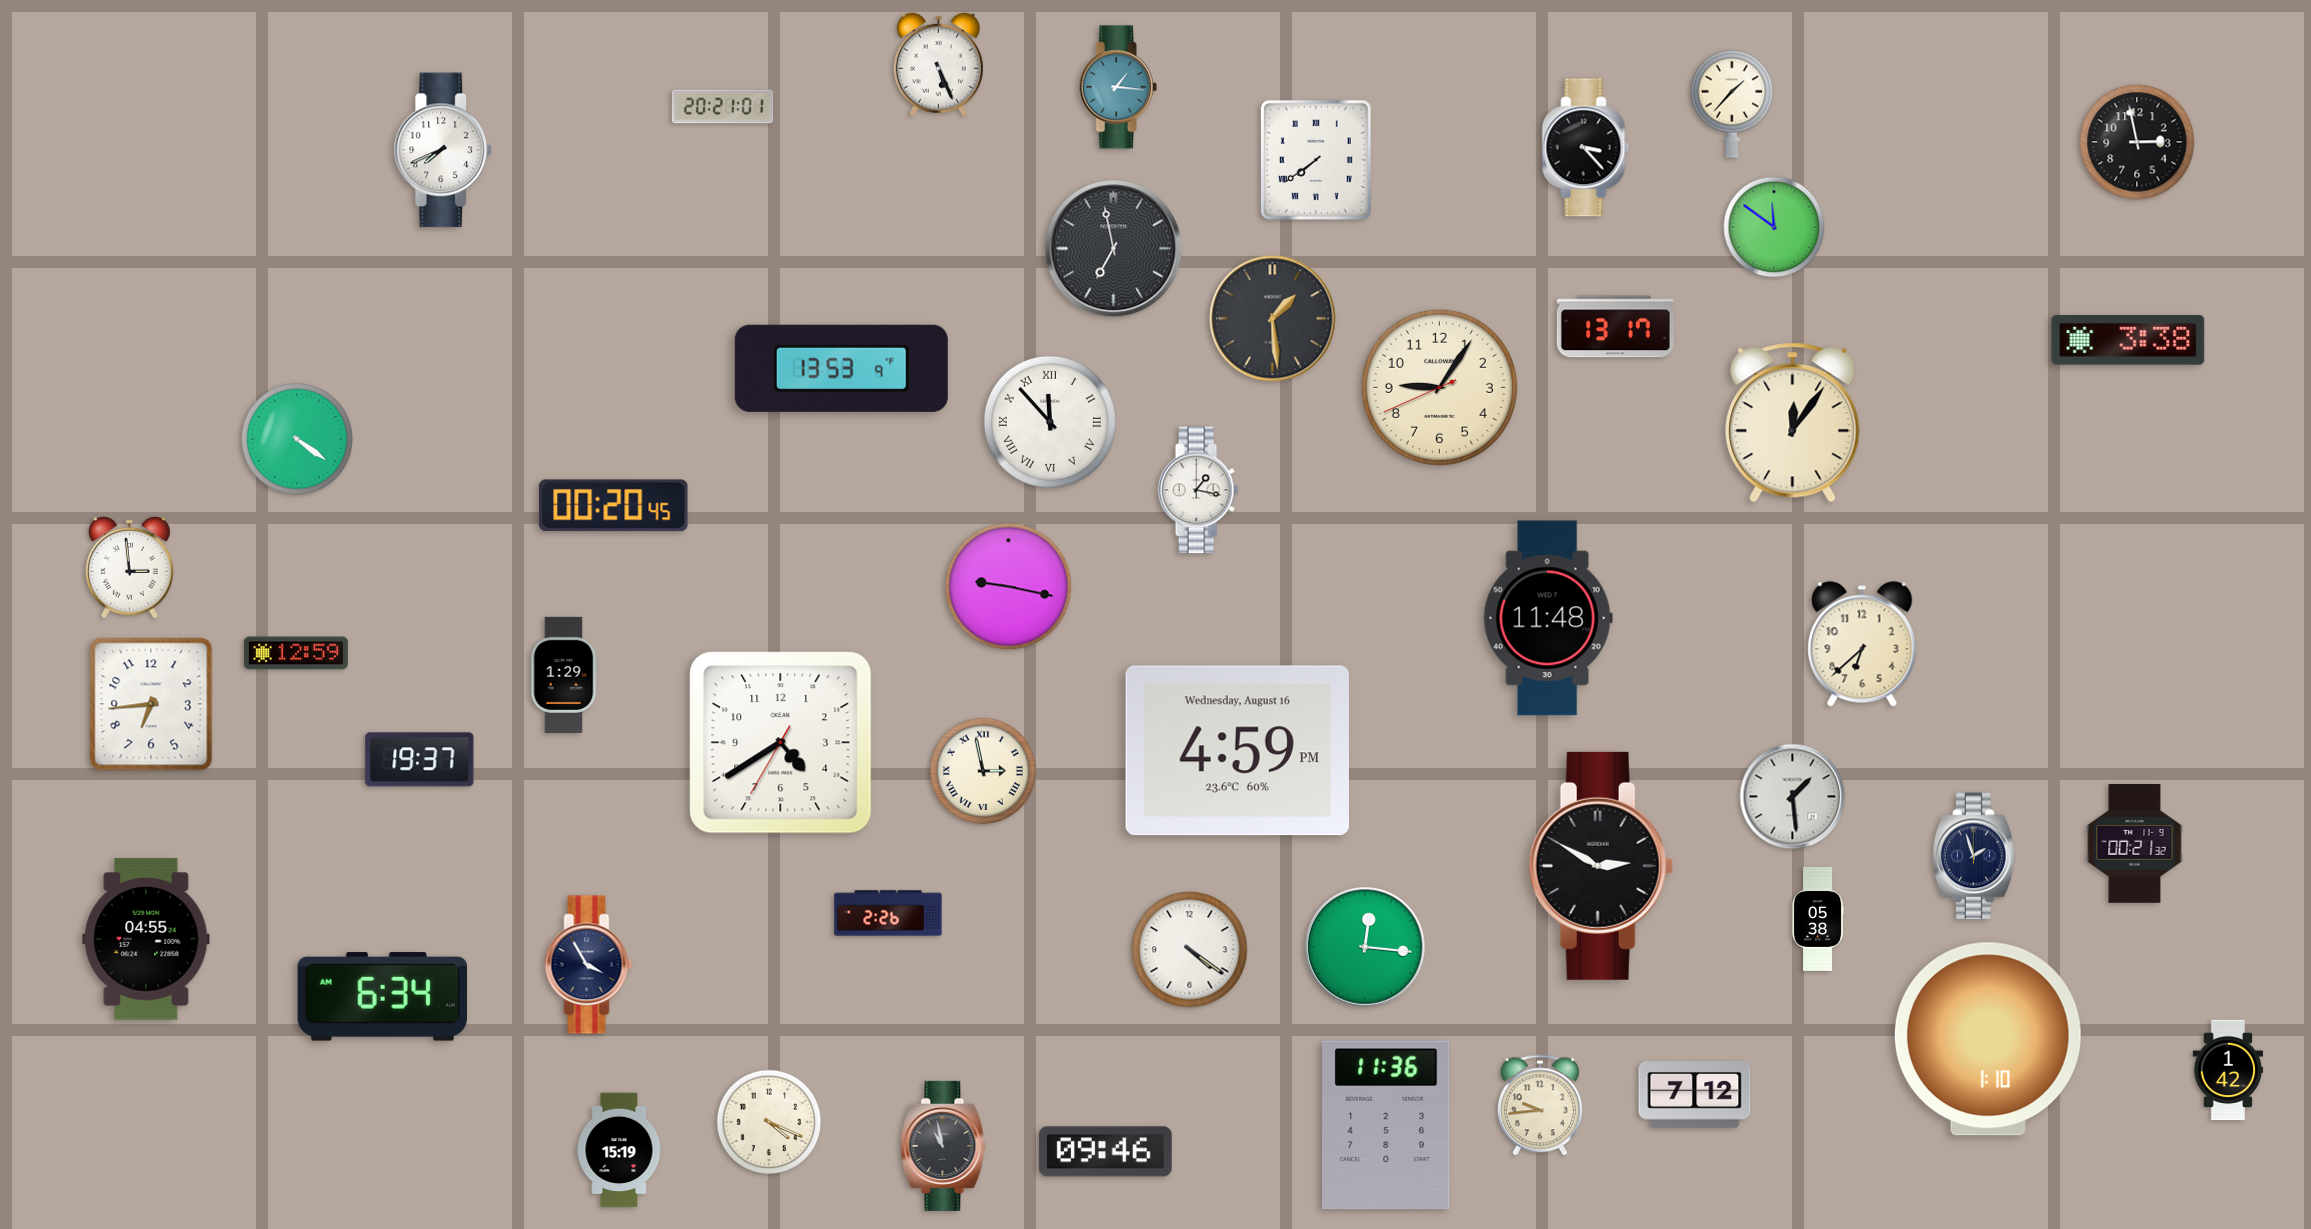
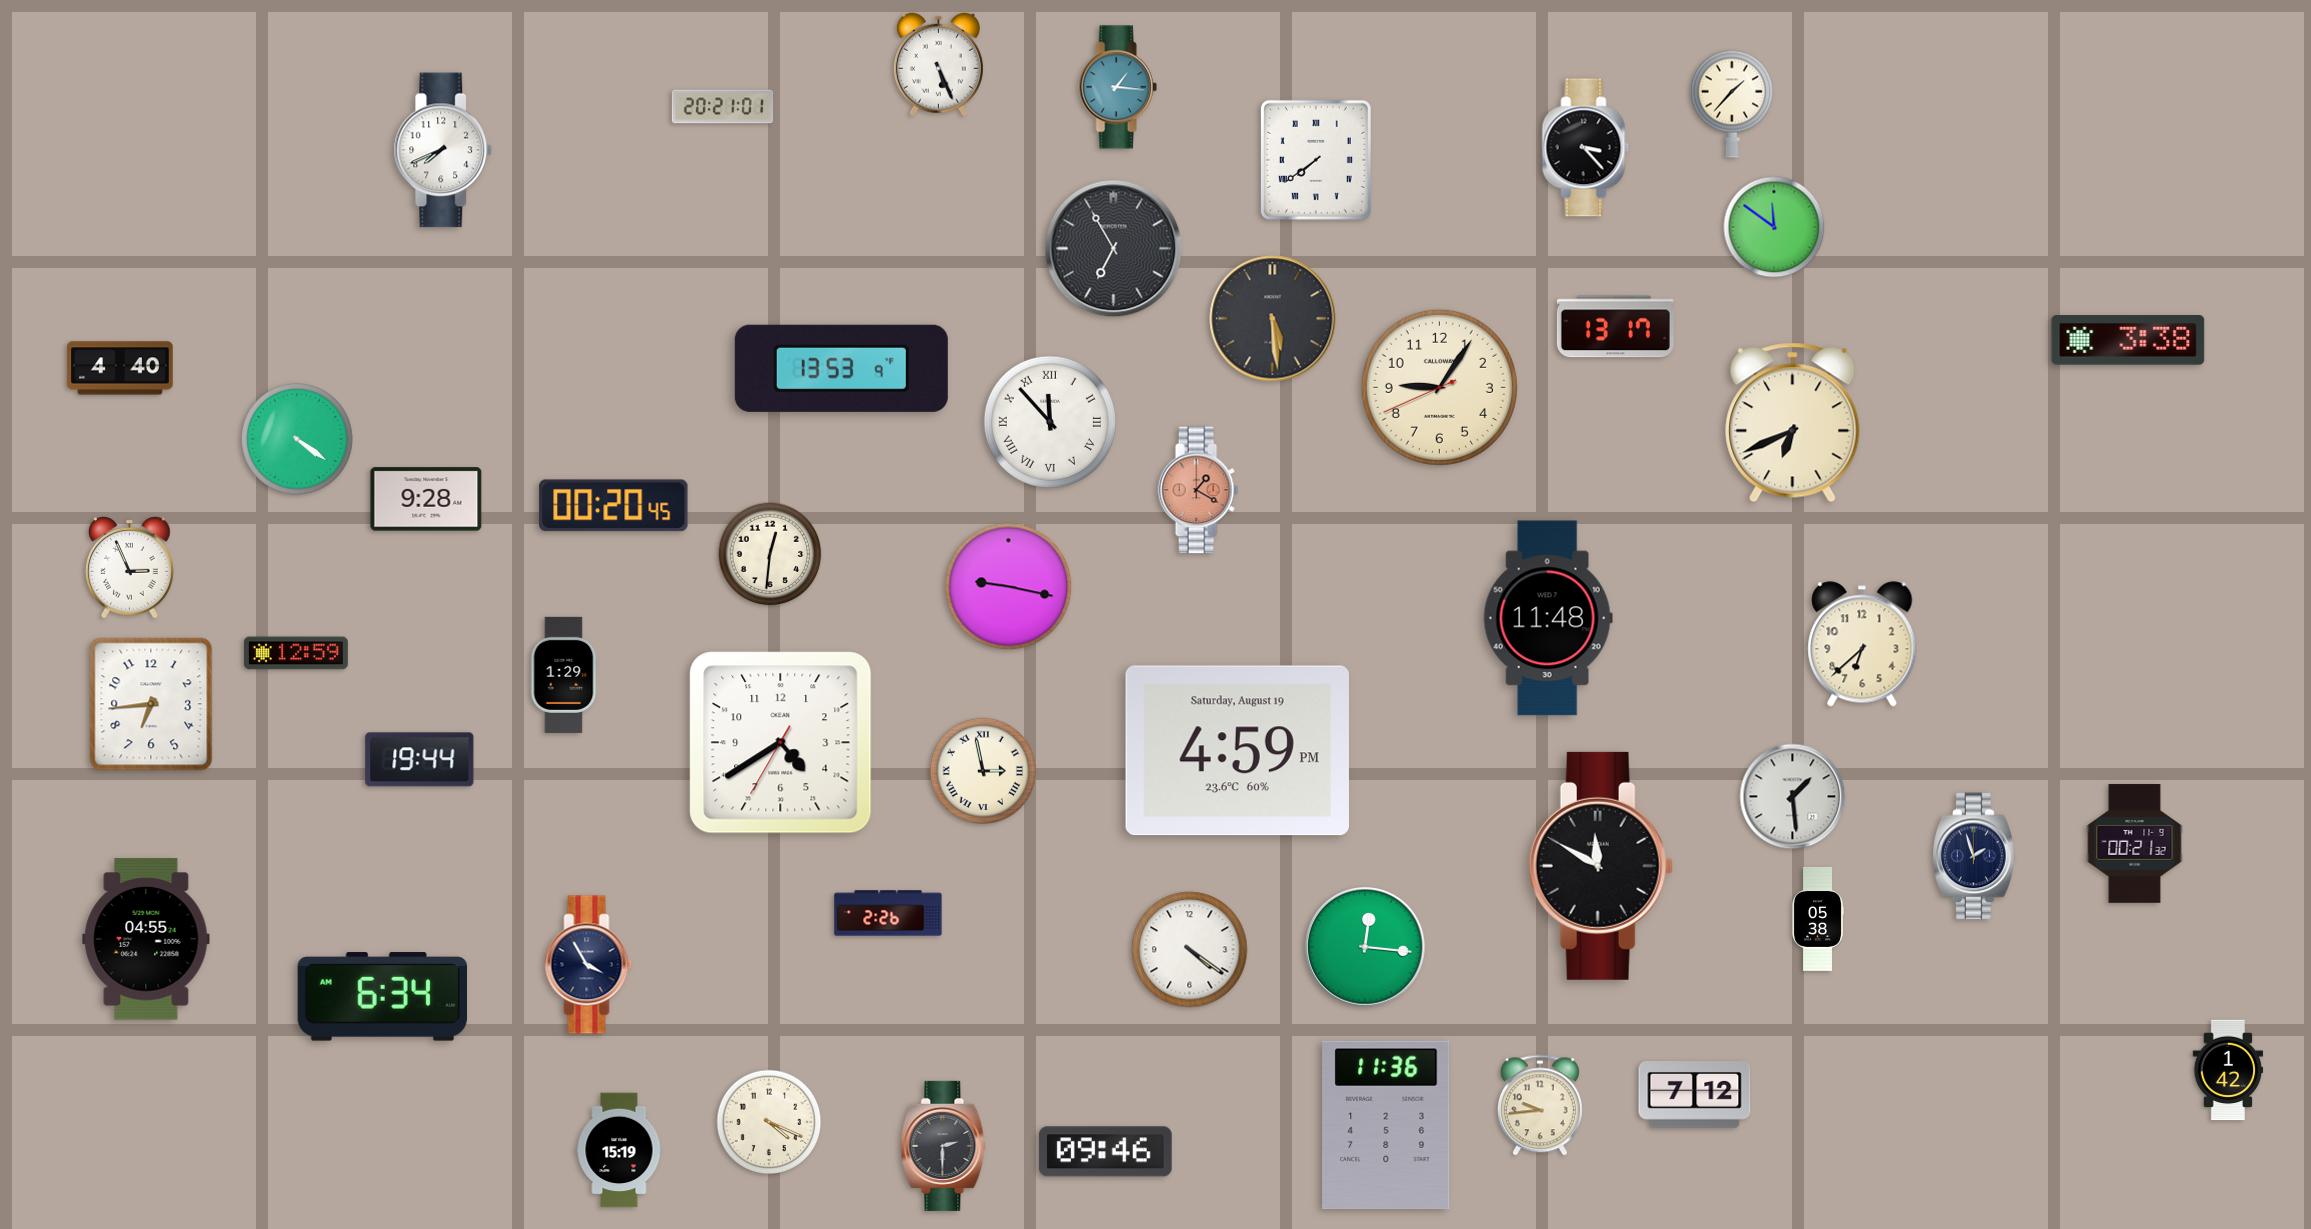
clock at (2137, 142): 2:58 -> none
clock at (1114, 249): 6:58 -> 6:55
clock at (1273, 319): 1:29 -> 5:29
clock at (120, 368): none -> 4:40
clock at (1793, 423): 12:06 -> 6:41
clock at (1198, 490): 1:17 -> 1:20
clock at (1198, 490) dial: white -> salmon
clock at (426, 499): none -> 9:28
clock at (770, 554): none -> 12:31
clock at (130, 568): 2:59 -> 2:56
clock at (1237, 751) date: Wednesday, August 16 -> Saturday, August 19
clock at (420, 760): 19:37 -> 19:44
clock at (1601, 866): 2:50 -> 11:50
clock at (1988, 1039): 1:10 -> none
clock at (943, 1146): 10:58 -> 2:30
